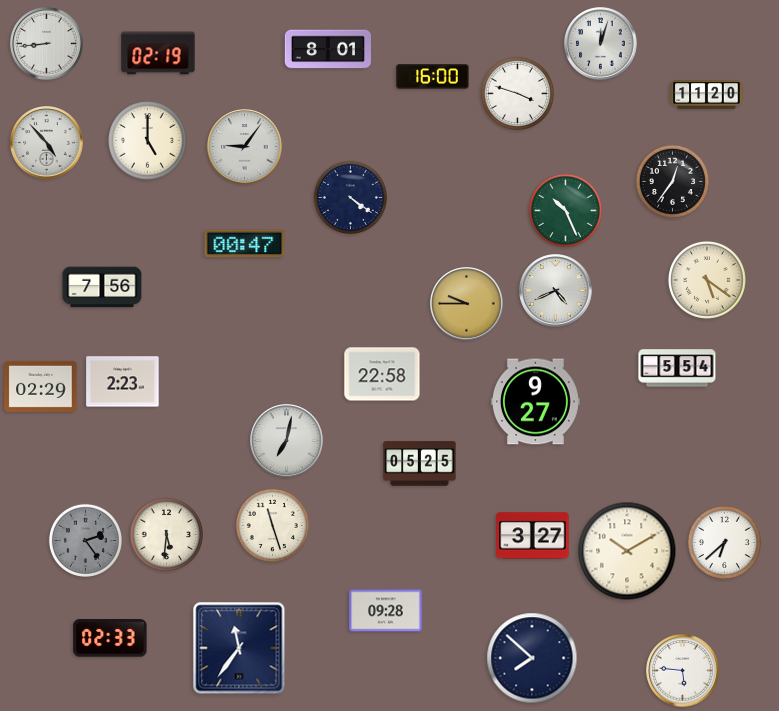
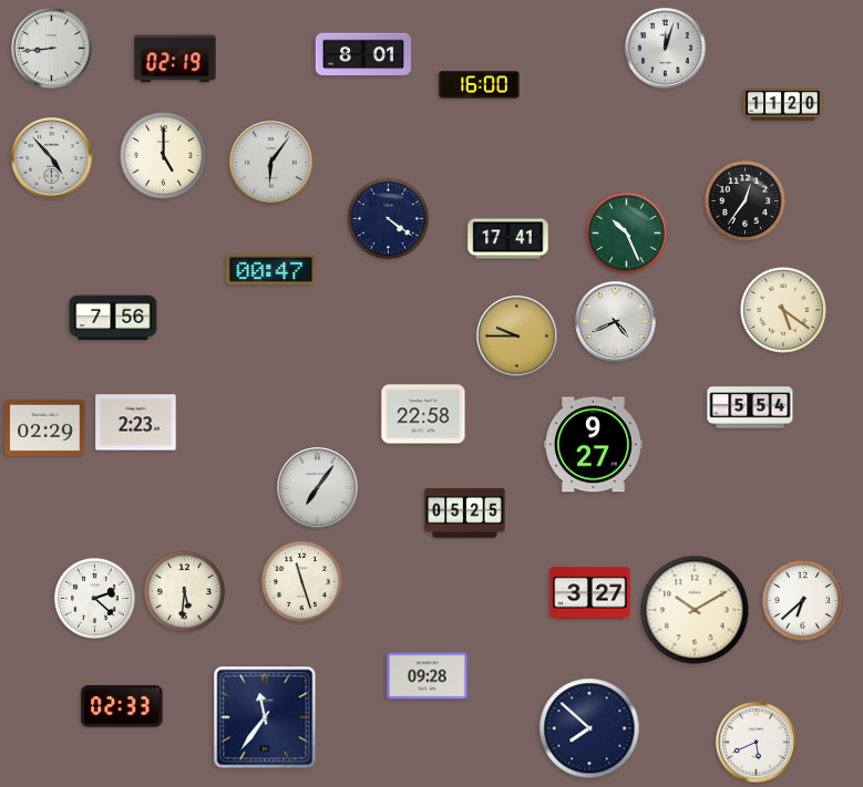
clock at (517, 93): 3:48 -> none
clock at (245, 147): 9:06 -> 6:06
clock at (508, 239): none -> 17:41
clock at (287, 441): 7:02 -> 7:06
clock at (85, 540): 2:24 -> 2:22
clock at (85, 540) dial: grey -> white
clock at (683, 671): 5:46 -> 5:41
